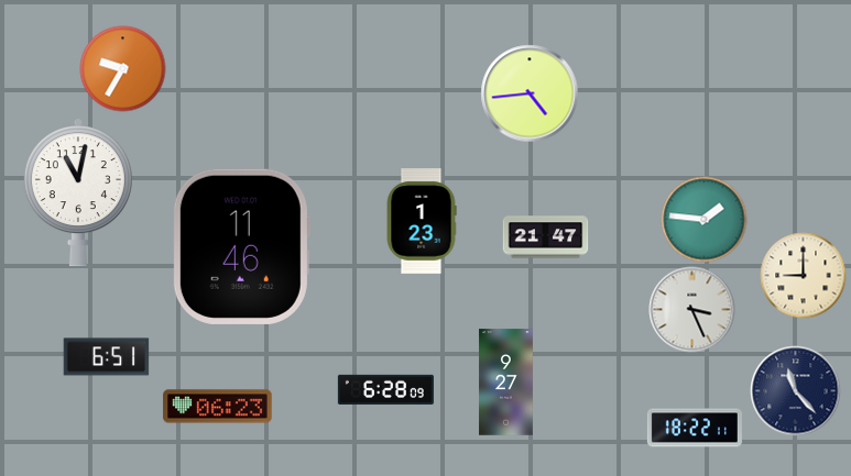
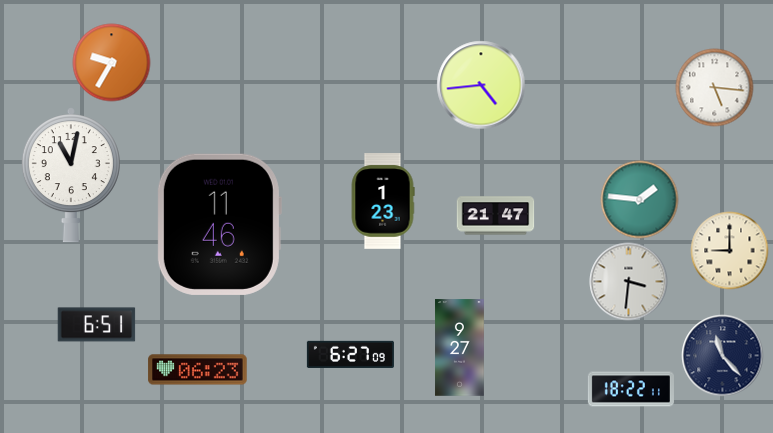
clock at (714, 87): none -> 5:16
clock at (691, 309): 3:26 -> 3:31
clock at (385, 389): 6:28 -> 6:27
